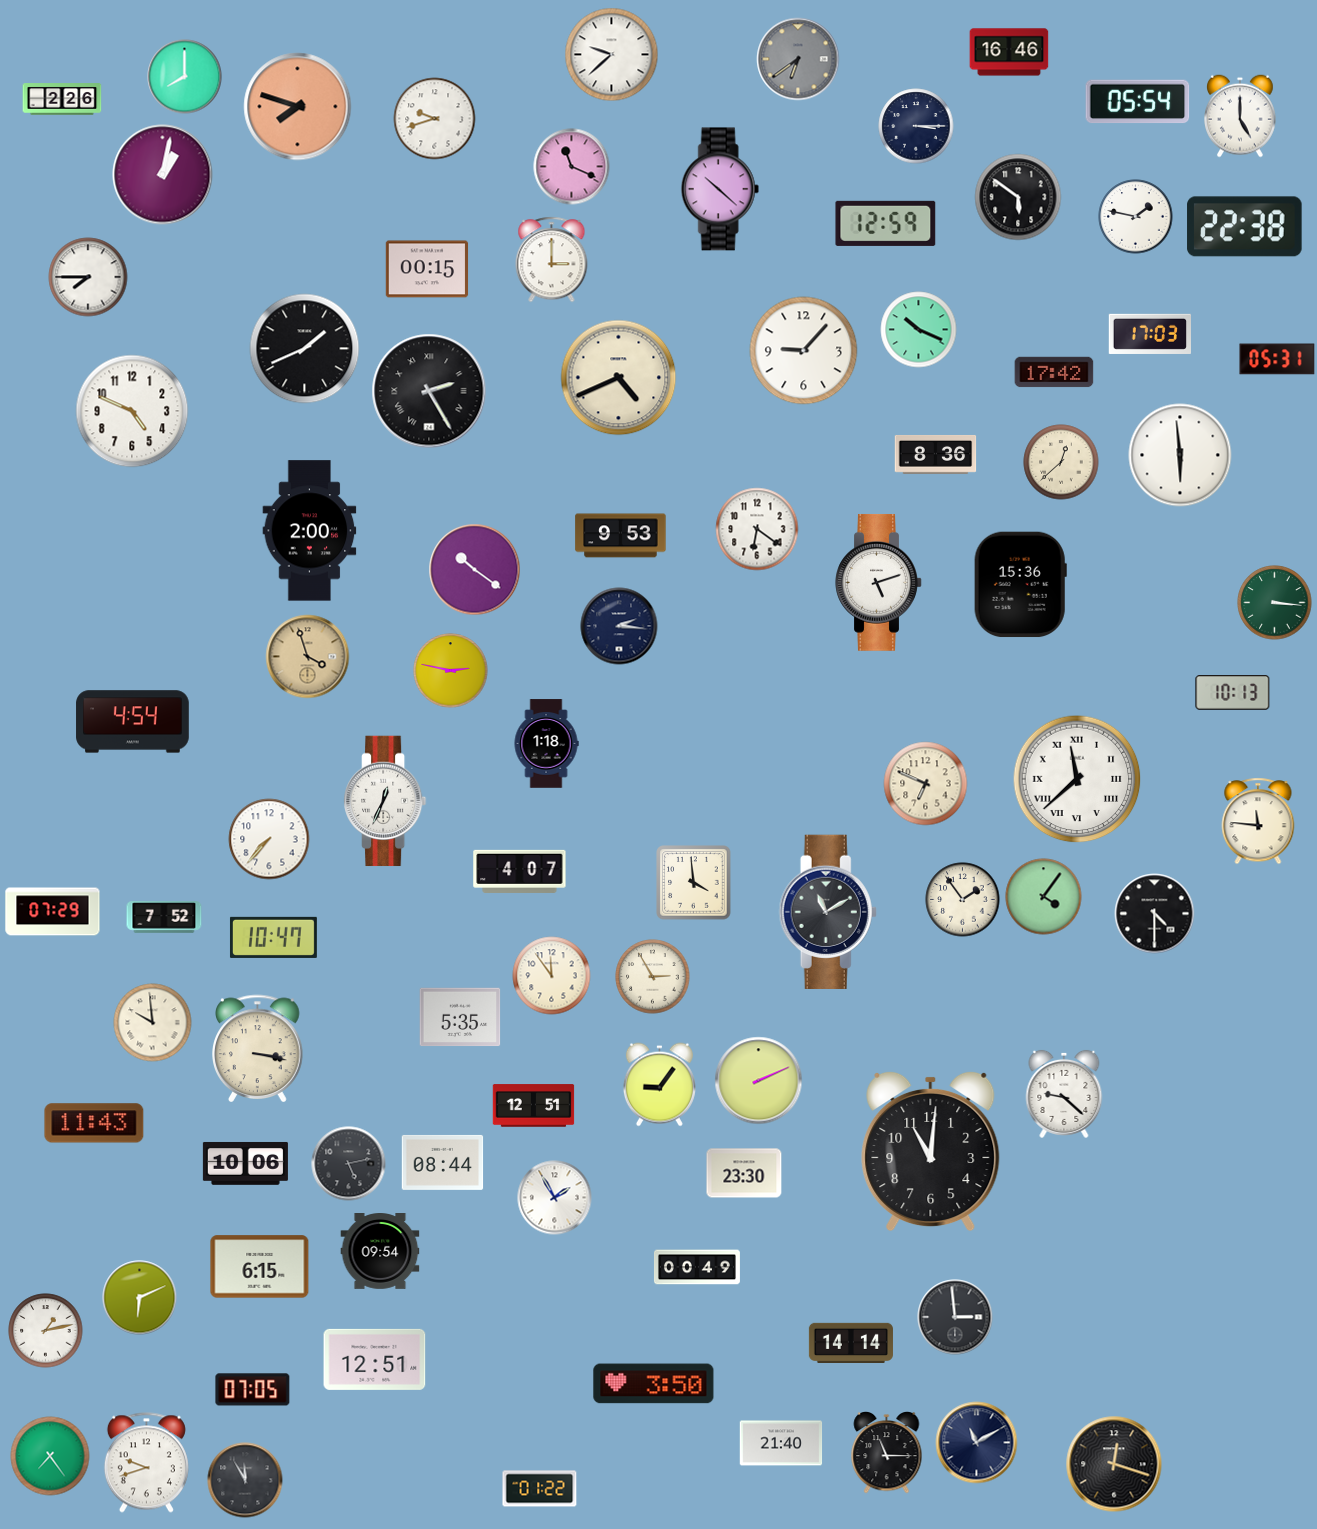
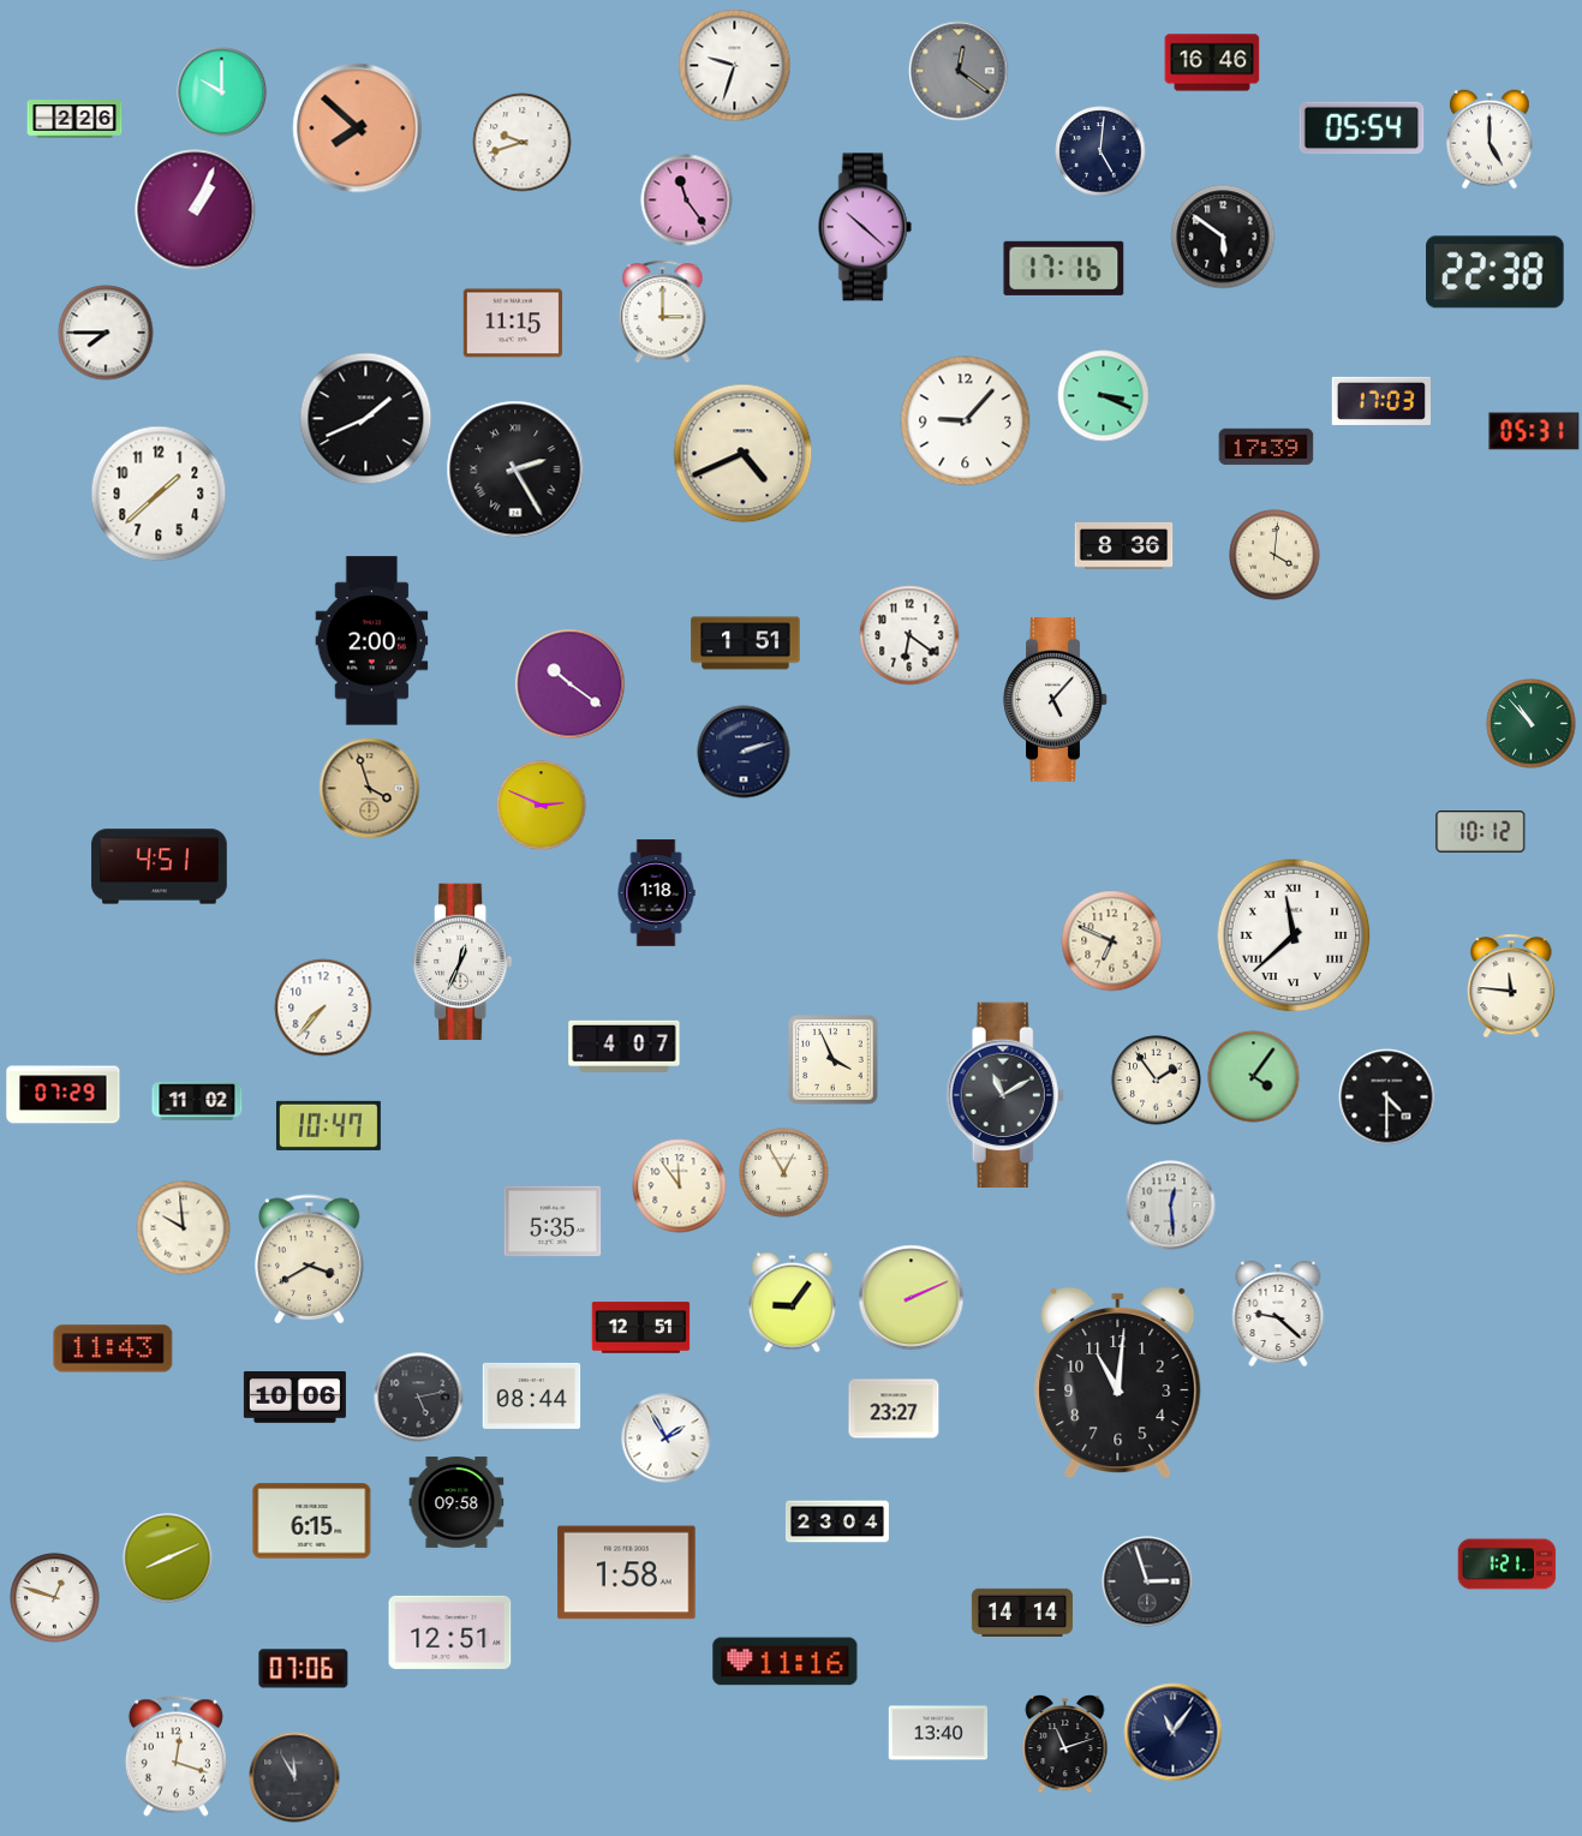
clock at (612, 55): 9:38 -> 9:33
clock at (798, 59): 6:39 -> 12:21
clock at (185, 77): 8:00 -> 10:00
clock at (1138, 102) position: (1138, 102) -> (1362, 128)
clock at (298, 107): 7:48 -> 7:52
clock at (916, 126): 3:15 -> 5:01
clock at (572, 167): 11:19 -> 11:24
clock at (163, 175): 1:02 -> 1:04
clock at (1136, 217): 1:47 -> none
clock at (886, 223): 12:59 -> 17:16
clock at (427, 269): 00:15 -> 11:15
clock at (919, 330): 10:19 -> 3:19
clock at (1054, 372): 17:42 -> 17:39
clock at (132, 411): 4:49 -> 1:38
clock at (1180, 455): 5:59 -> none
clock at (1061, 462): 12:38 -> 4:01
clock at (310, 531) position: (310, 531) -> (372, 641)
clock at (621, 536): 9:53 -> 1:51
clock at (879, 583): 5:12 -> 5:07
clock at (1020, 585): 15:36 -> none
clock at (1275, 603): 3:16 -> 10:53
clock at (619, 626): 2:16 -> 2:12
clock at (451, 671): 2:47 -> 2:49
clock at (1233, 693): 10:13 -> 10:12
clock at (133, 722): 4:54 -> 4:51
clock at (694, 883): 3:59 -> 3:56
clock at (828, 911) position: (828, 911) -> (1005, 1094)
clock at (164, 917): 7:52 -> 11:02
clock at (552, 976) position: (552, 976) -> (680, 1186)
clock at (653, 977): 2:55 -> 12:55
clock at (1171, 1206): none -> 12:29
clock at (258, 1048): 3:17 -> 3:40
clock at (744, 1173): 23:30 -> 23:27
clock at (380, 1252): 09:54 -> 09:58
clock at (697, 1267): 00:49 -> 23:04
clock at (140, 1298): 6:11 -> 8:11
clock at (1508, 1565): none -> 1:21
clock at (627, 1573): none -> 1:58
clock at (955, 1317): 2:59 -> 2:57
clock at (46, 1331): 1:13 -> 12:48
clock at (654, 1384): 3:50 -> 11:16
clock at (253, 1390): 07:05 -> 07:06
clock at (781, 1443): 21:40 -> 13:40
clock at (977, 1443): 11:10 -> 11:06
clock at (887, 1453): 11:15 -> 11:12
clock at (50, 1456): 7:24 -> none
clock at (146, 1463): 9:42 -> 12:18
clock at (1114, 1464): 12:18 -> none
clock at (540, 1489): 01:22 -> none
